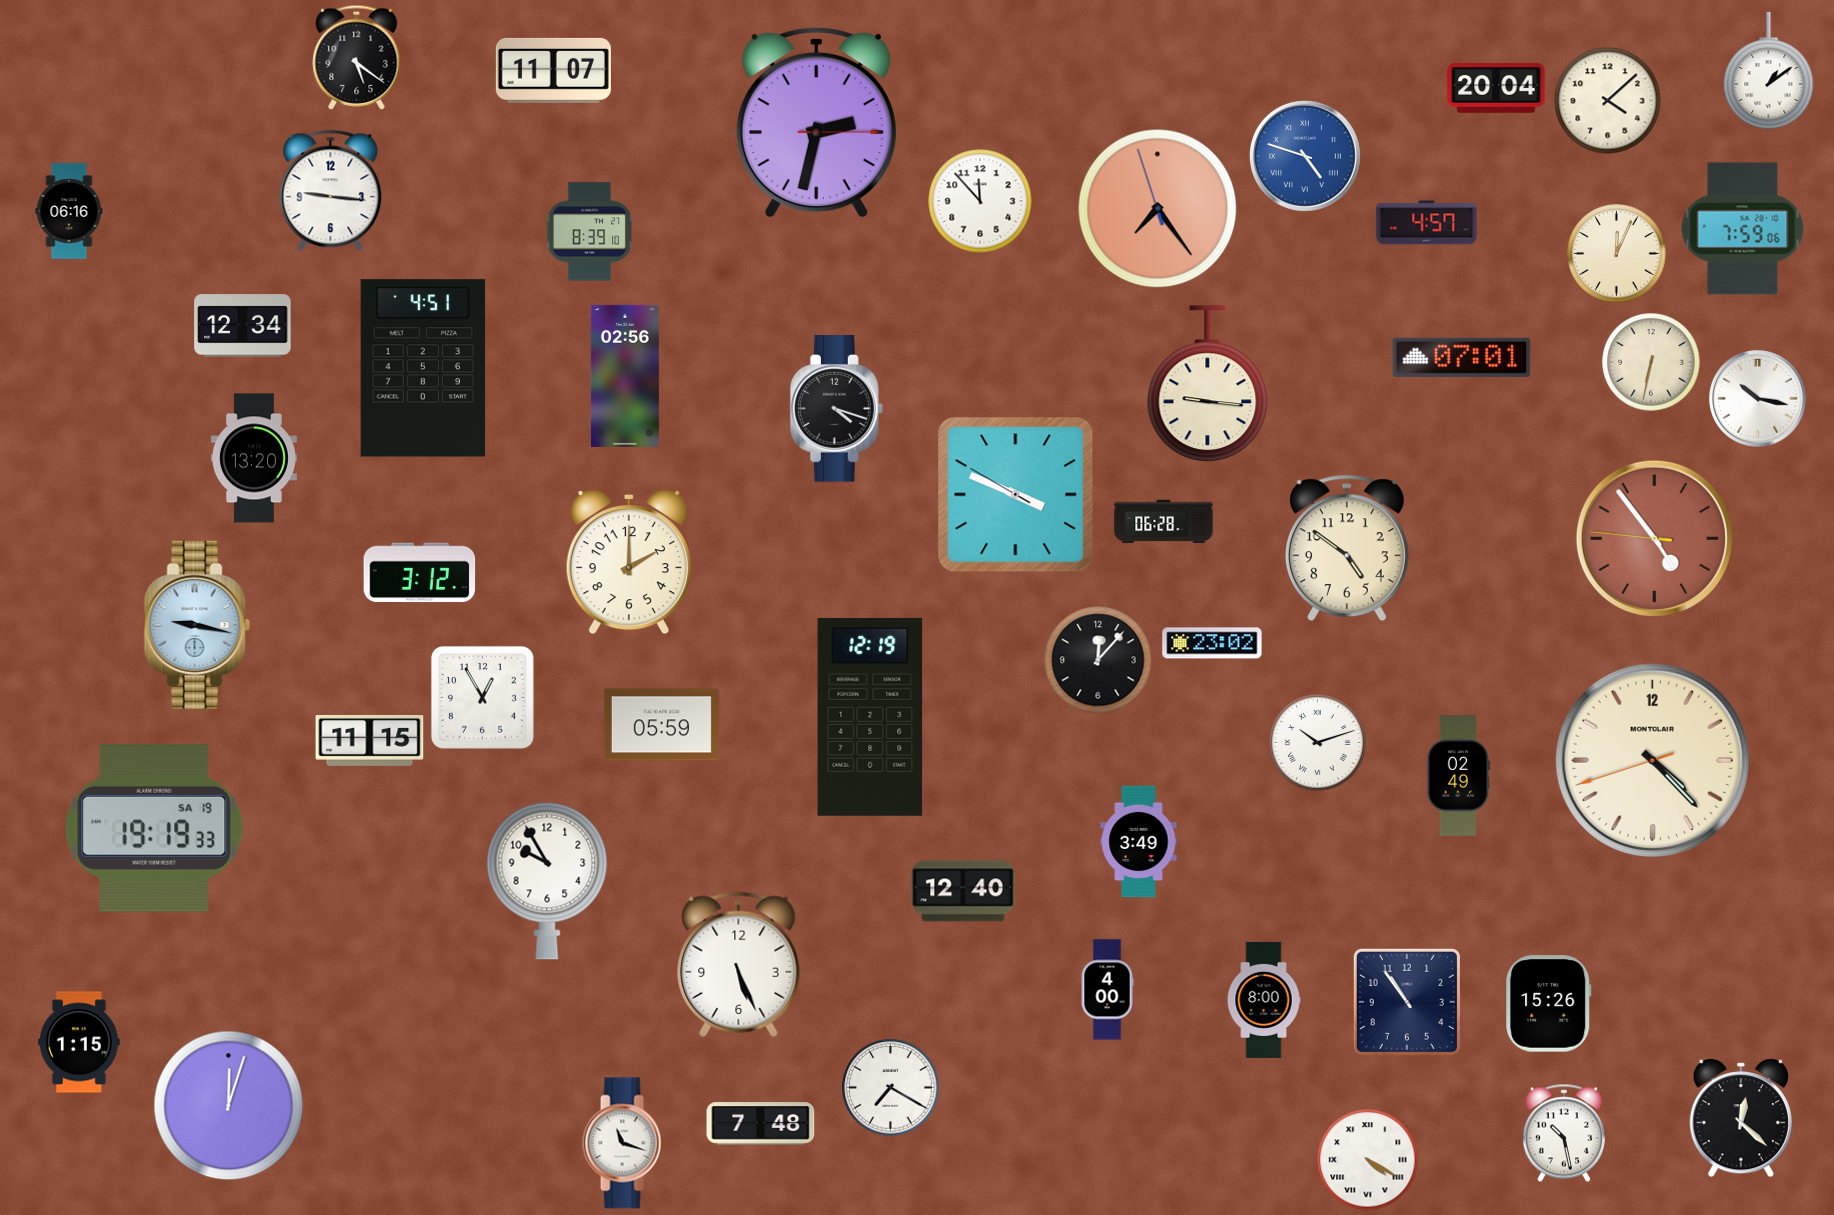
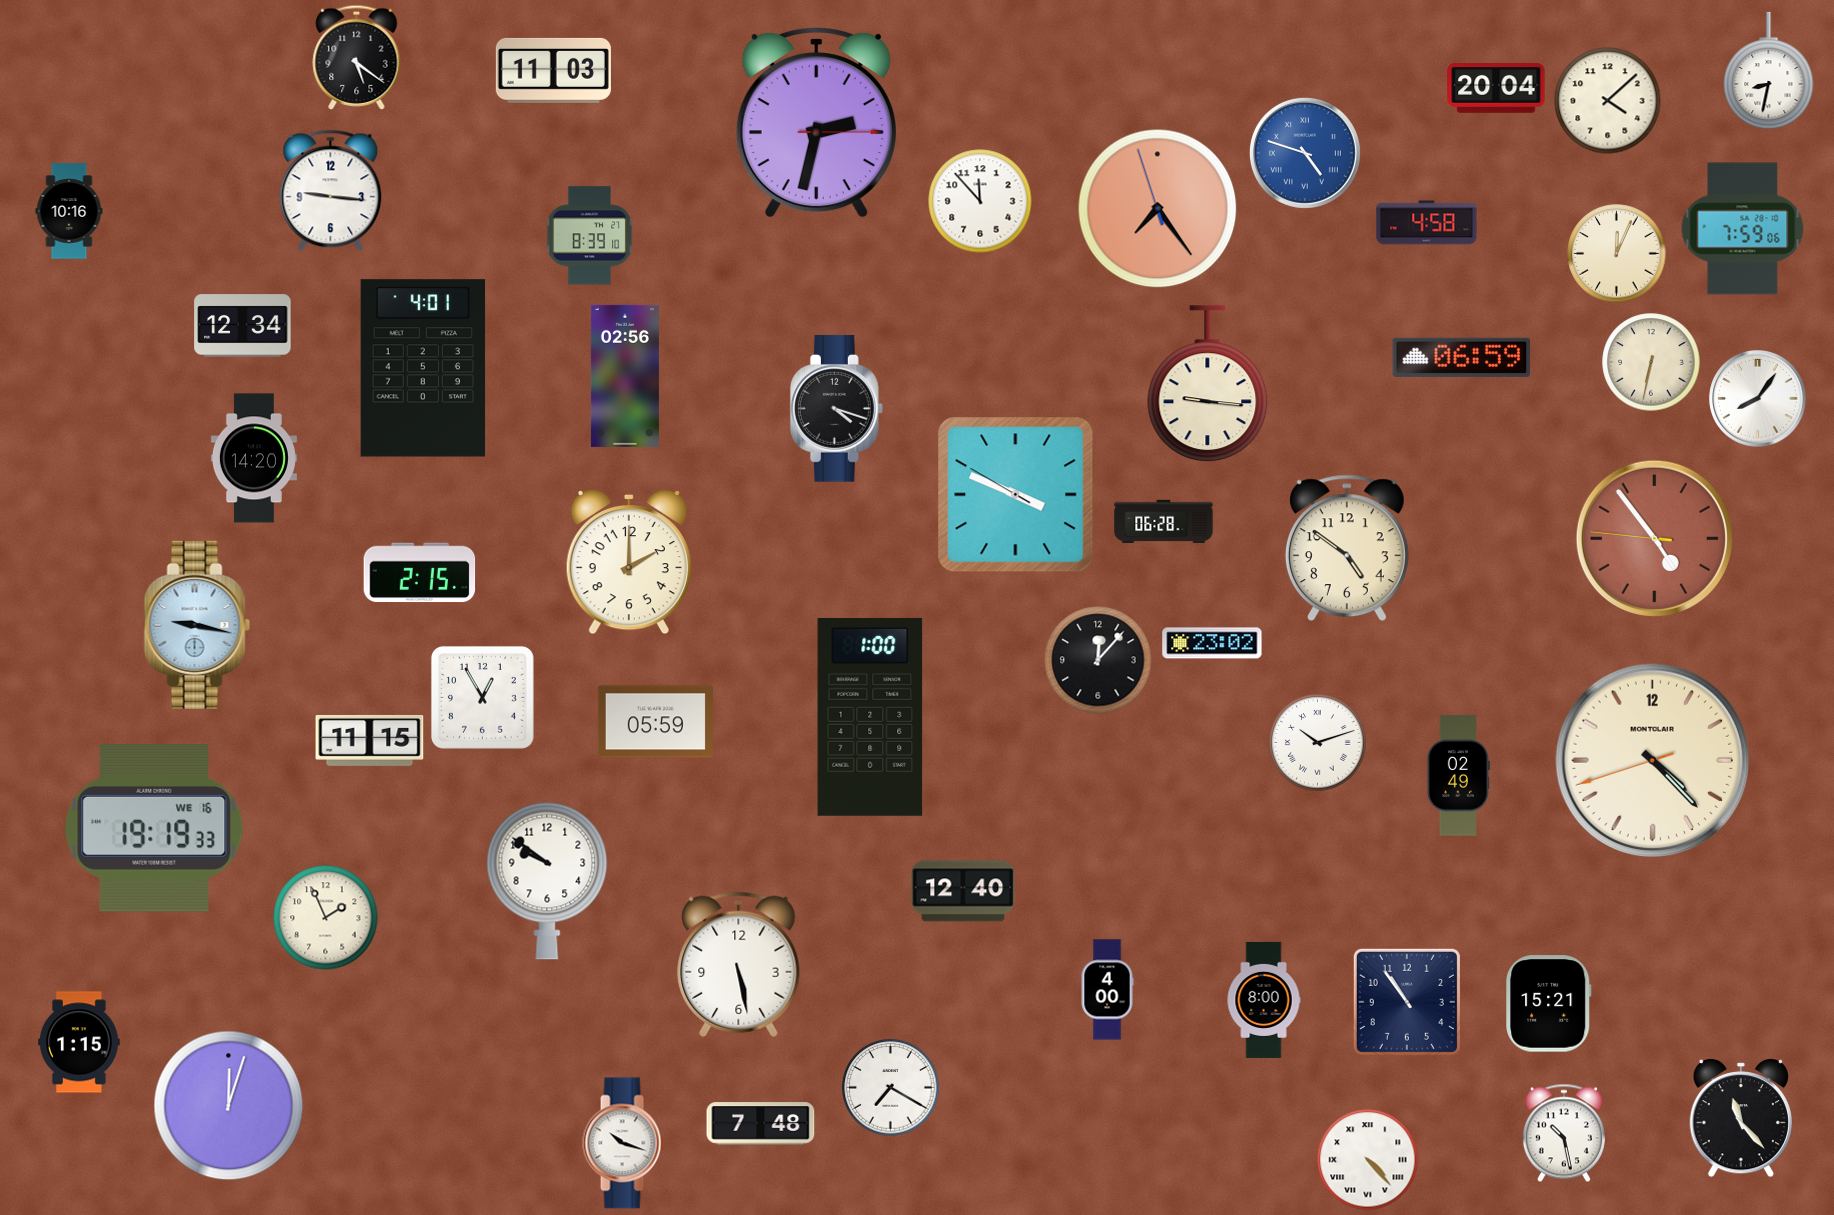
clock at (553, 70): 11:07 -> 11:03
clock at (1769, 71): 1:09 -> 8:32
clock at (1305, 156) position: (1305, 156) -> (1305, 153)
clock at (69, 211): 06:16 -> 10:16
clock at (1427, 223): 4:57 -> 4:58
clock at (590, 232) position: (590, 232) -> (590, 236)
clock at (1462, 357): 07:01 -> 06:59
clock at (423, 368): 4:51 -> 4:01
clock at (1758, 399): 10:17 -> 8:06
clock at (254, 458): 13:20 -> 14:20
clock at (420, 573): 3:12 -> 2:15
clock at (870, 717): 12:19 -> 1:00
clock at (661, 725) position: (661, 725) -> (655, 722)
clock at (154, 828) date: SA 19 -> WE 16
clock at (1139, 842): 3:49 -> none
clock at (547, 881): 9:55 -> 9:51
clock at (326, 918): none -> 1:56
clock at (739, 964): 5:26 -> 5:28
clock at (1549, 1004): 15:26 -> 15:21
clock at (1741, 1118): 12:22 -> 11:23
clock at (624, 1143): 11:18 -> 10:18
clock at (1368, 1160): 4:20 -> 4:23
